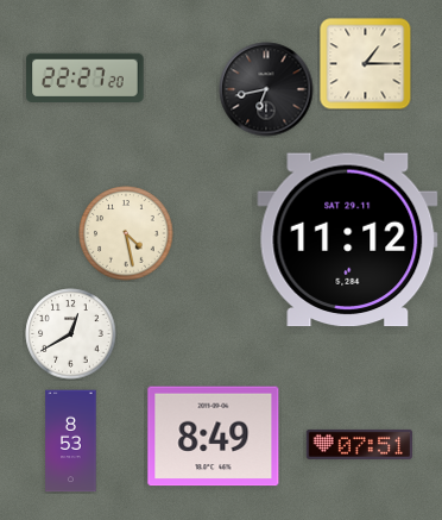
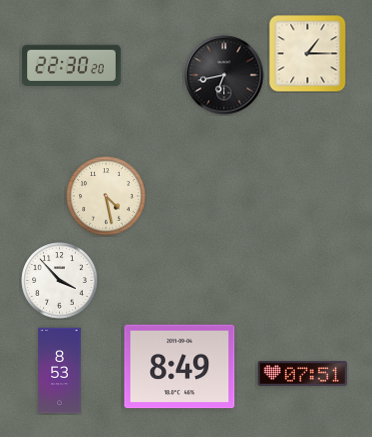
clock at (86, 77): 22:27 -> 22:30
clock at (348, 240): 11:12 -> none
clock at (71, 334): 12:40 -> 3:53
